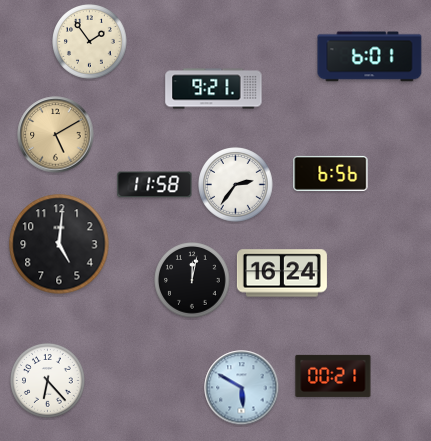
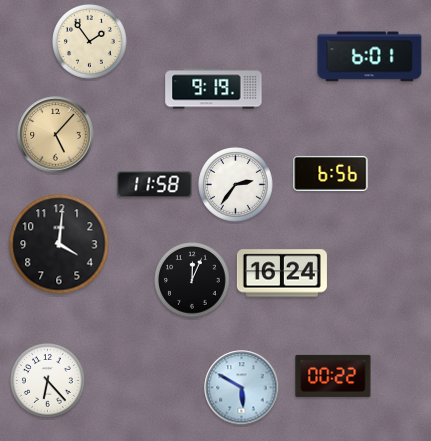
clock at (214, 89): 9:21 -> 9:19
clock at (56, 135): 5:10 -> 5:07
clock at (59, 244): 5:01 -> 4:01
clock at (193, 281): 12:02 -> 12:04
clock at (333, 376): 00:21 -> 00:22
